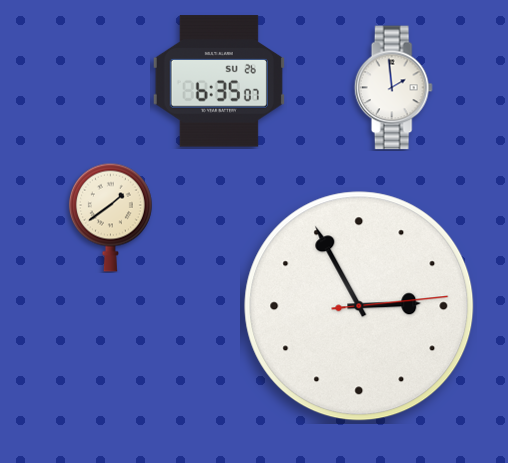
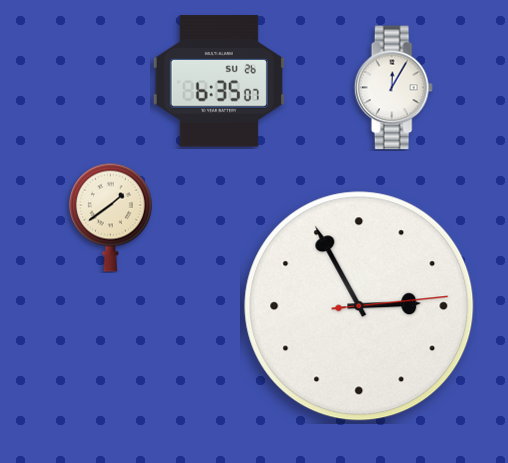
clock at (393, 88): 1:59 -> 12:05
